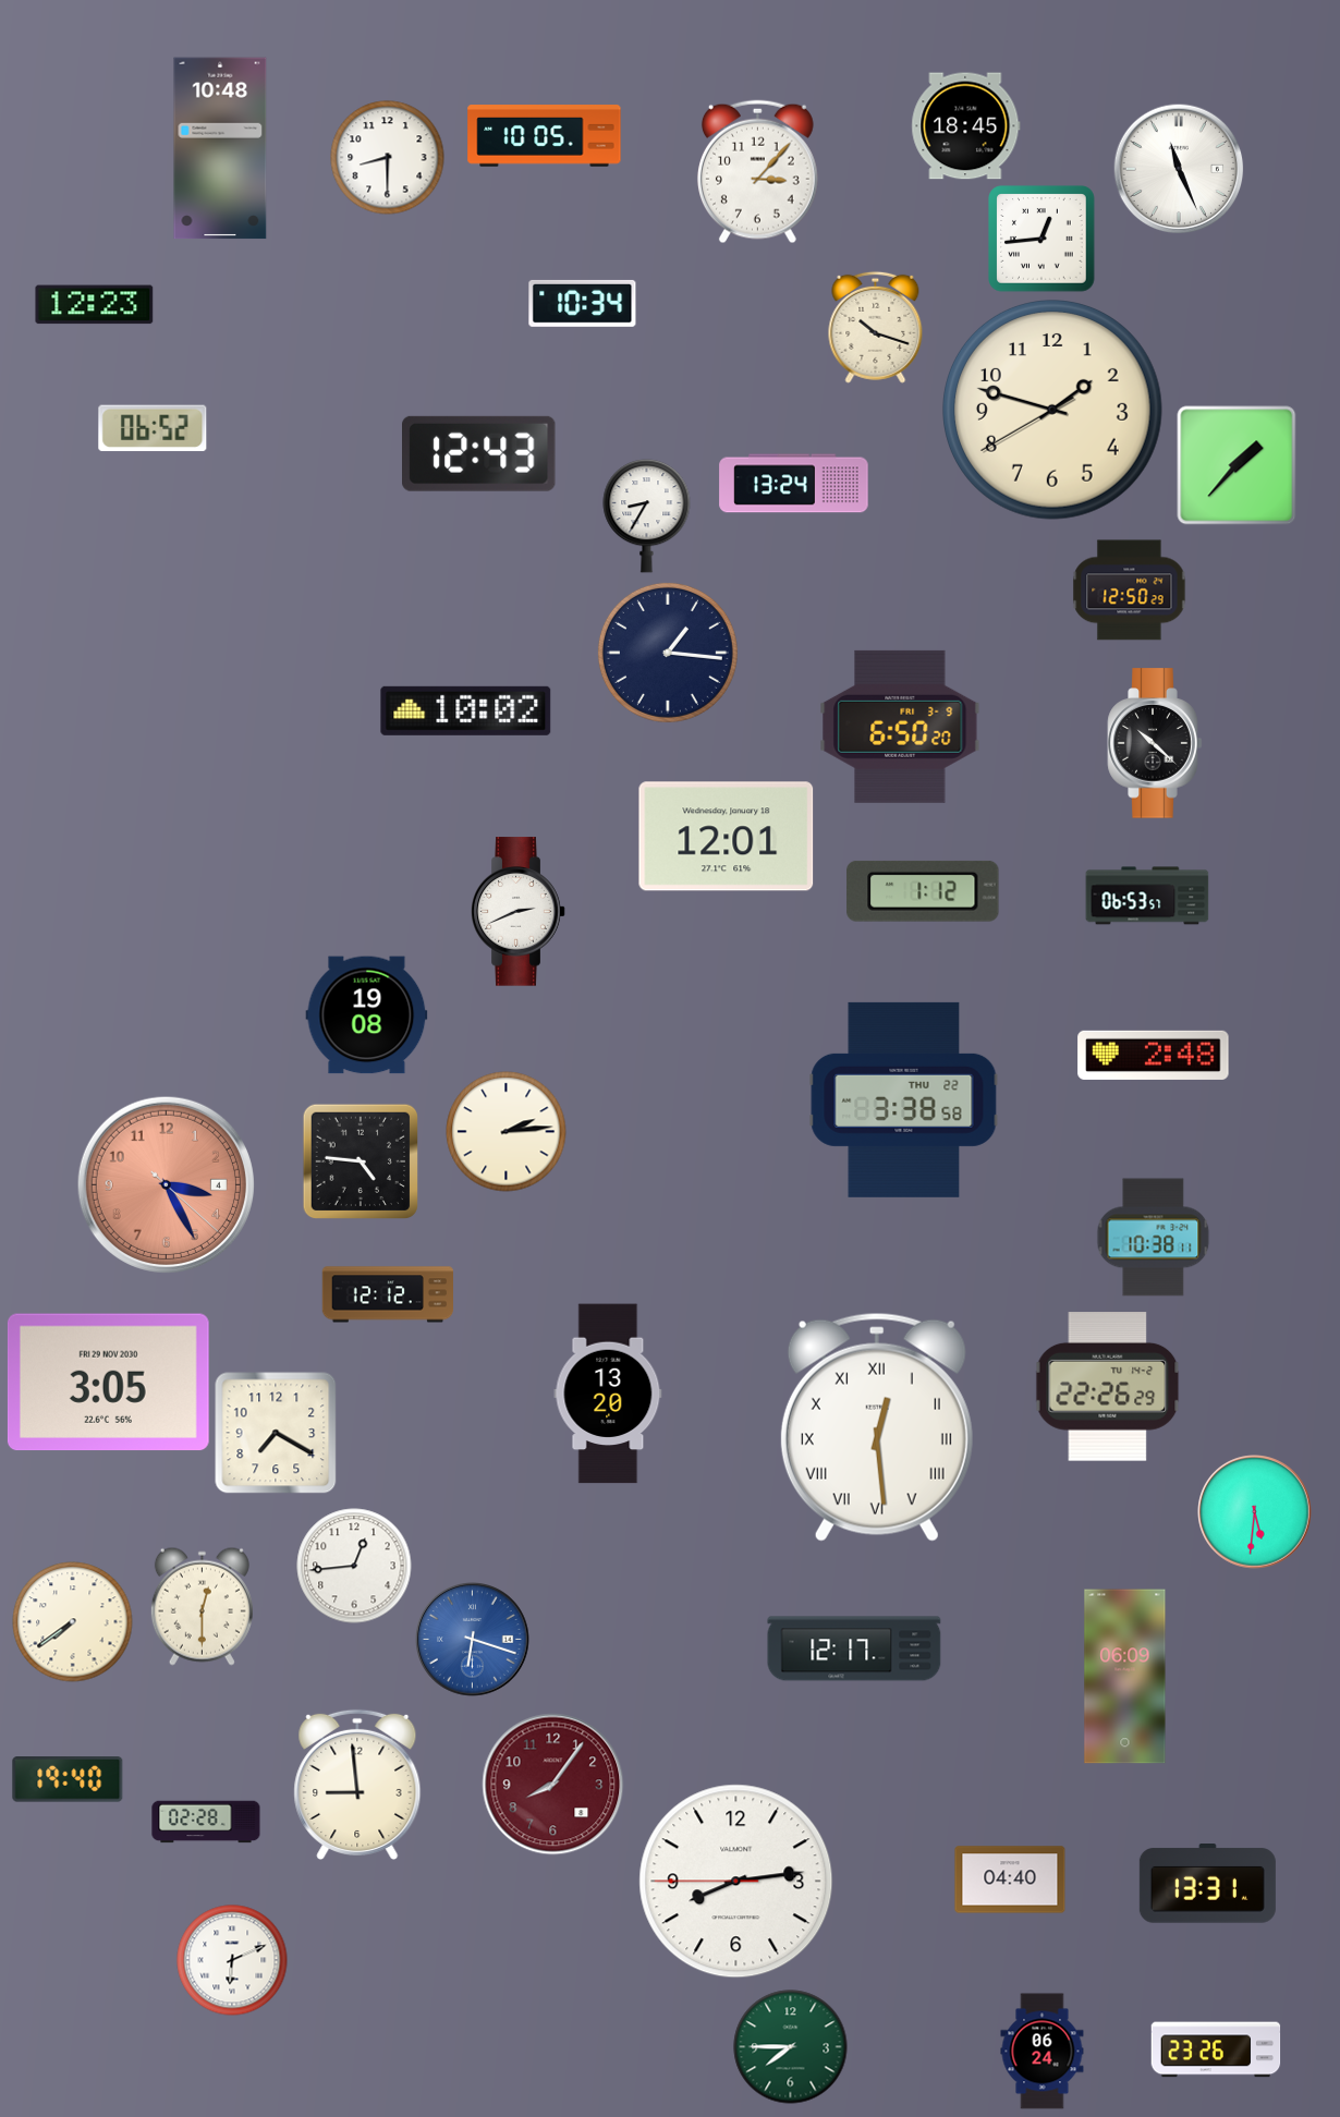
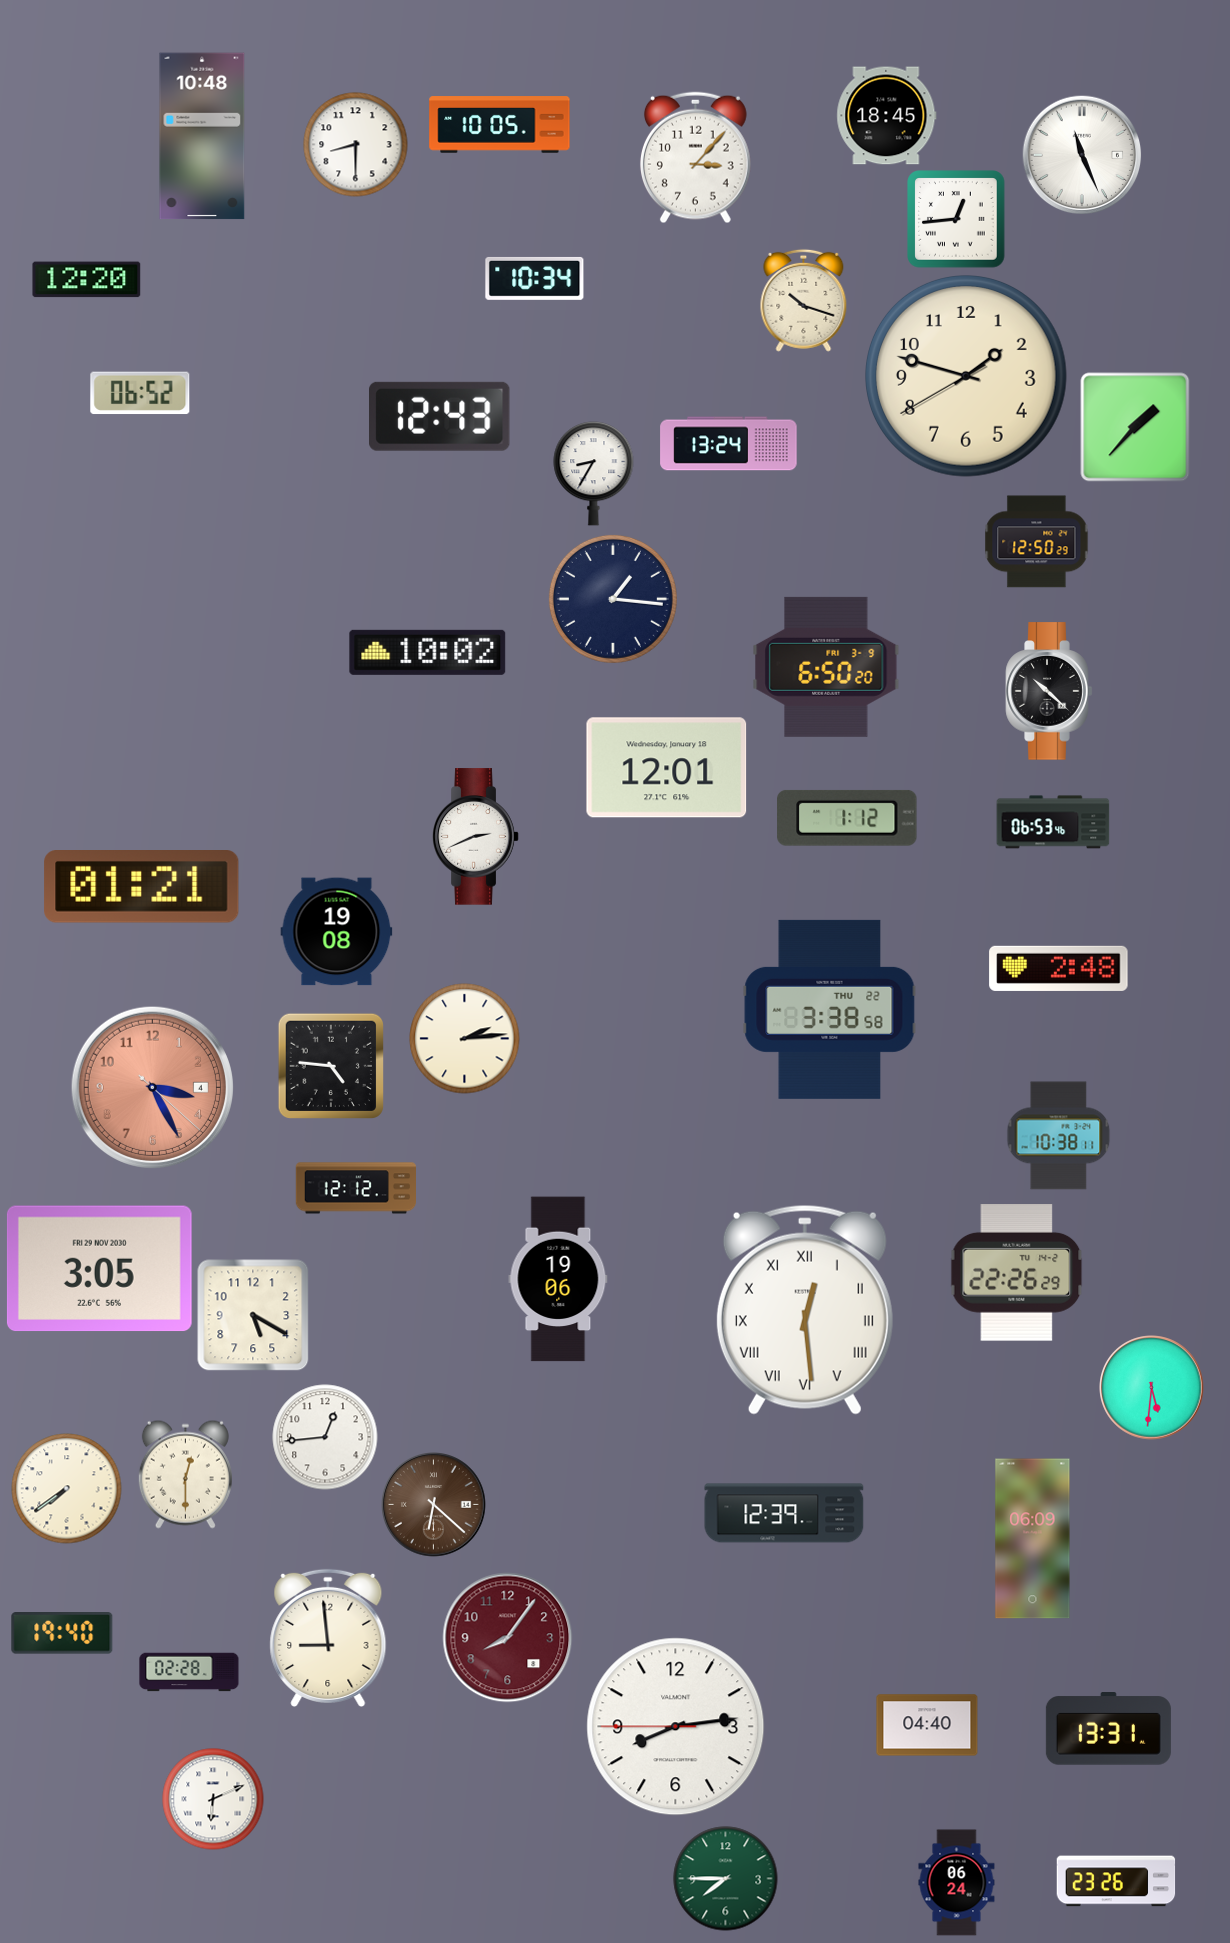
clock at (95, 305): 12:23 -> 12:20
clock at (1155, 743) position: (1155, 743) -> (1049, 691)
clock at (1147, 896): 06:53:57 -> 06:53:46
clock at (142, 887): none -> 01:21
clock at (608, 1394): 13:20 -> 19:06
clock at (276, 1433): 7:20 -> 5:20
clock at (473, 1640): 6:18 -> 6:22
clock at (473, 1640) dial: blue -> brown
clock at (854, 1648): 12:17 -> 12:39
